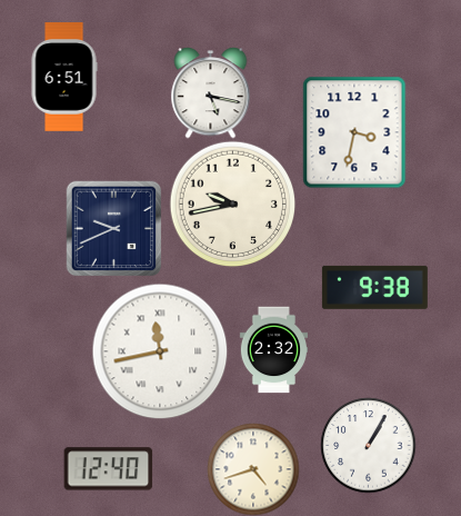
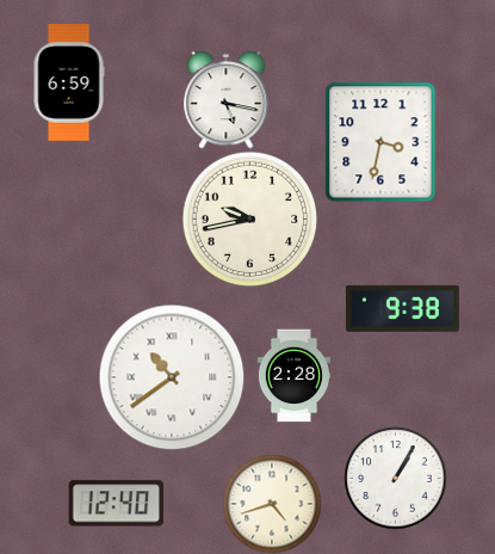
clock at (64, 77): 6:51 -> 6:59
clock at (113, 228): 9:41 -> none
clock at (273, 349): 2:32 -> 2:28
clock at (160, 351): 11:43 -> 10:39
